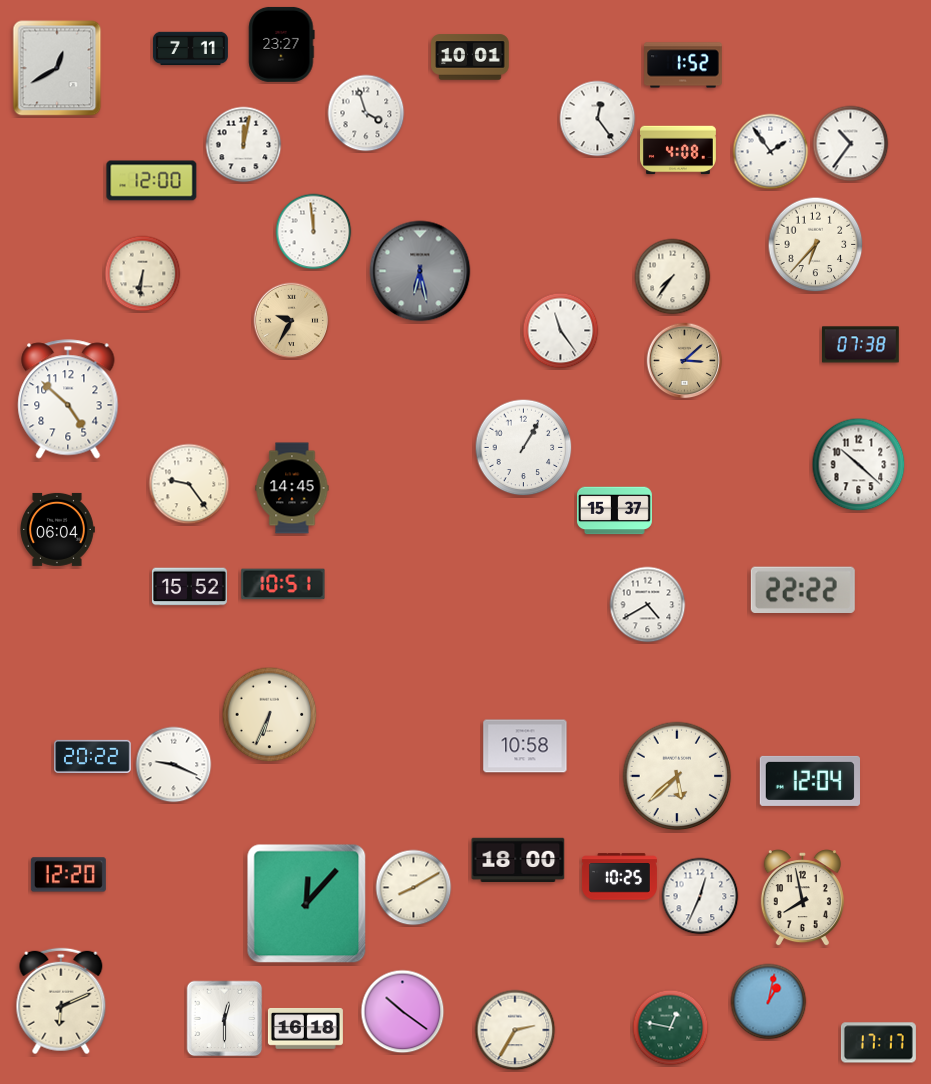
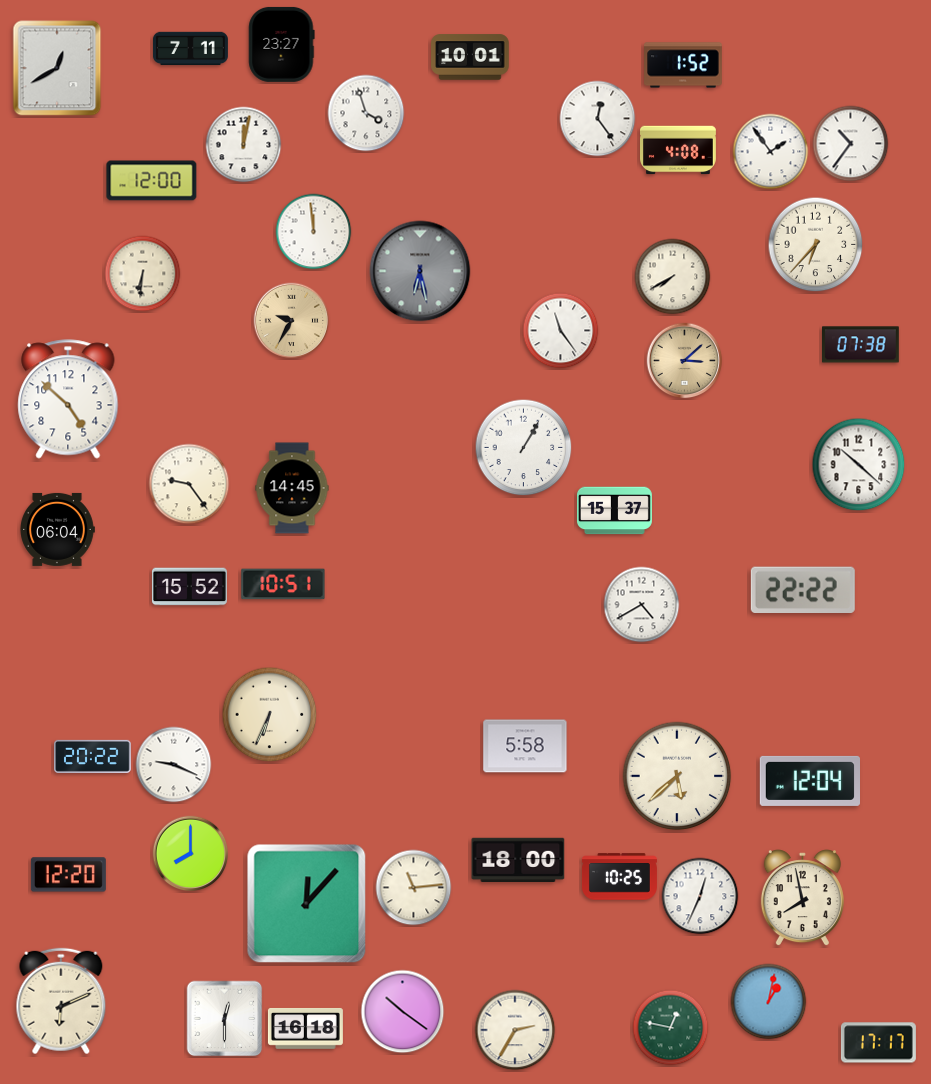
clock at (673, 277): 7:36 -> 7:40
clock at (648, 605) position: (648, 605) -> (642, 605)
clock at (525, 746): 10:58 -> 5:58
clock at (191, 854): none -> 8:00
clock at (414, 888): 8:10 -> 11:14
